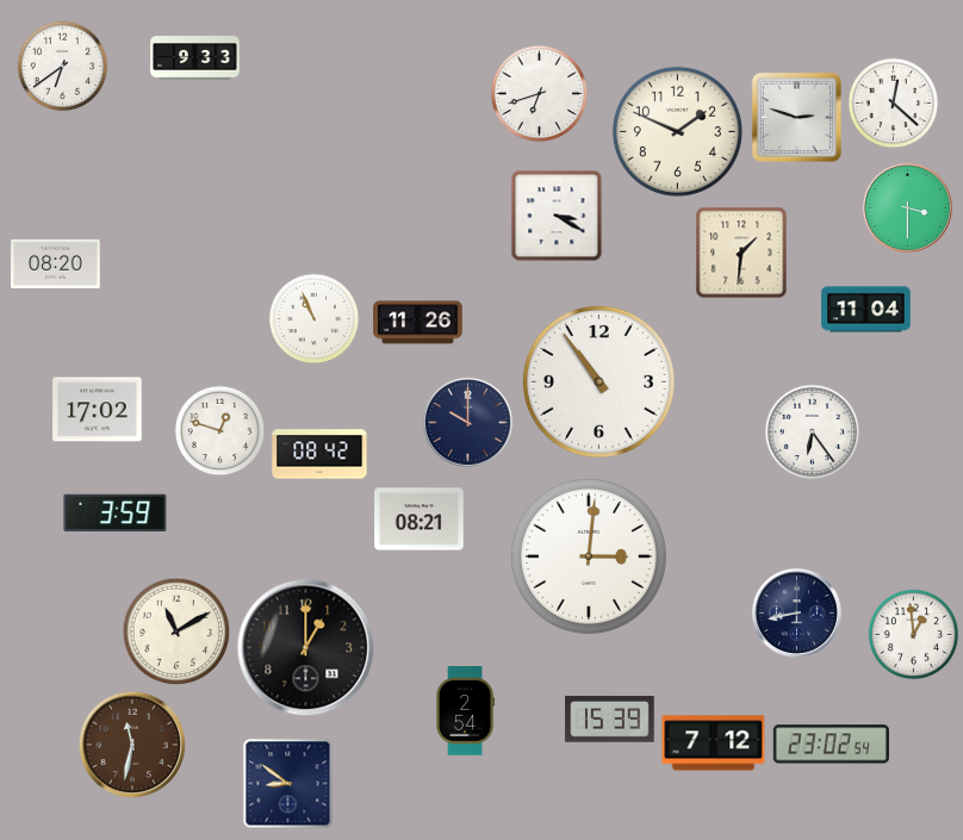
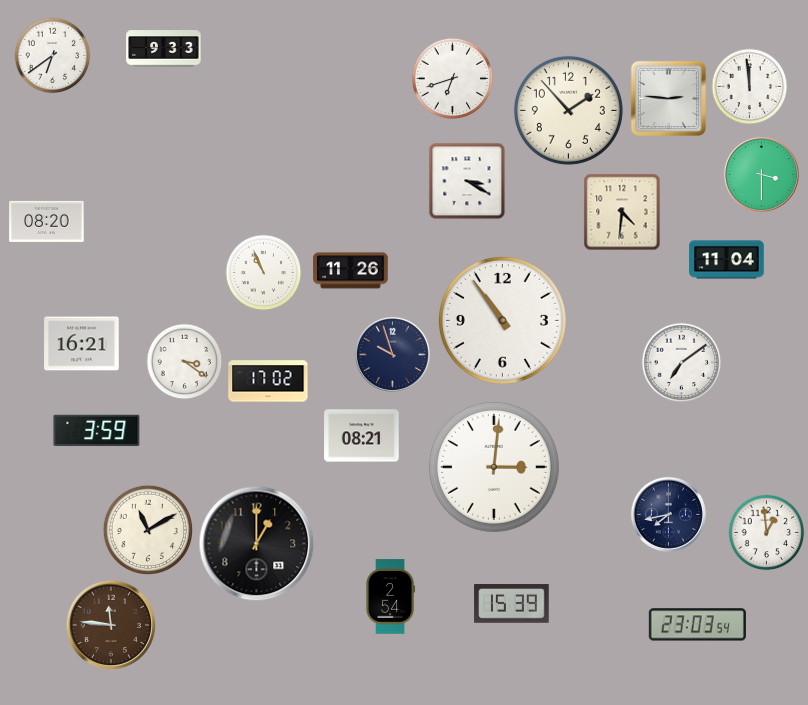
clock at (894, 104): 12:22 -> 11:59
clock at (796, 117): 2:48 -> 2:46
clock at (677, 131): 1:49 -> 1:53
clock at (741, 253): 1:31 -> 4:31
clock at (315, 319) position: (315, 319) -> (264, 273)
clock at (98, 410): 17:02 -> 16:21
clock at (467, 422): 10:00 -> 9:57
clock at (220, 431): 12:48 -> 3:21
clock at (813, 433): 6:24 -> 7:09
clock at (319, 454): 08:42 -> 17:02
clock at (420, 519) position: (420, 519) -> (362, 436)
clock at (796, 612): 8:43 -> 7:43
clock at (131, 743): 11:32 -> 11:46
clock at (714, 743): 7:12 -> none
clock at (831, 745): 23:02 -> 23:03
clock at (288, 784): 8:51 -> none
